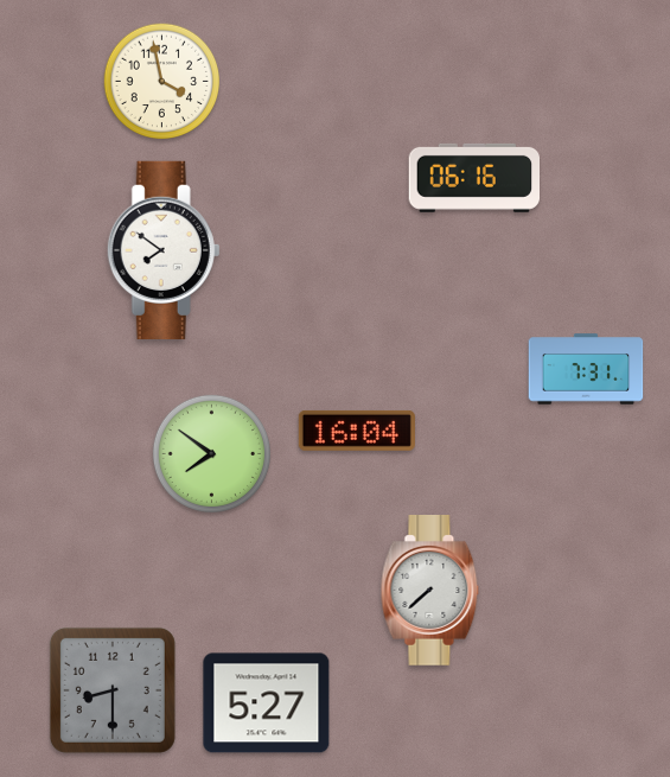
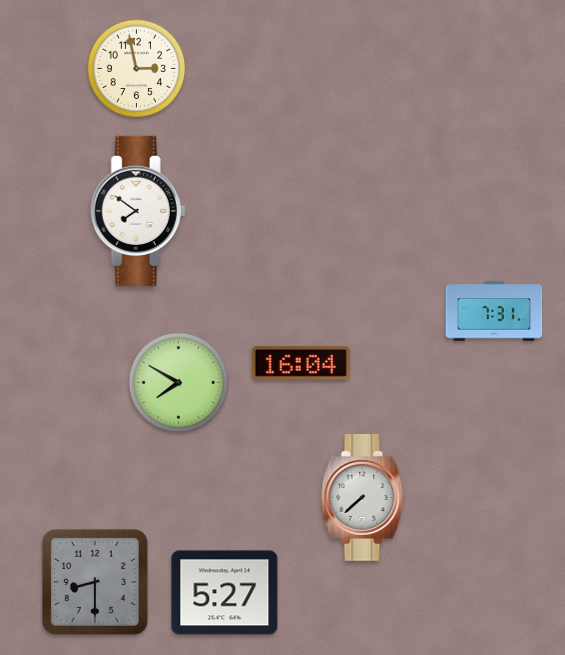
clock at (162, 82): 3:58 -> 2:58
clock at (473, 178): 06:16 -> none
clock at (211, 453): 7:51 -> 7:50
